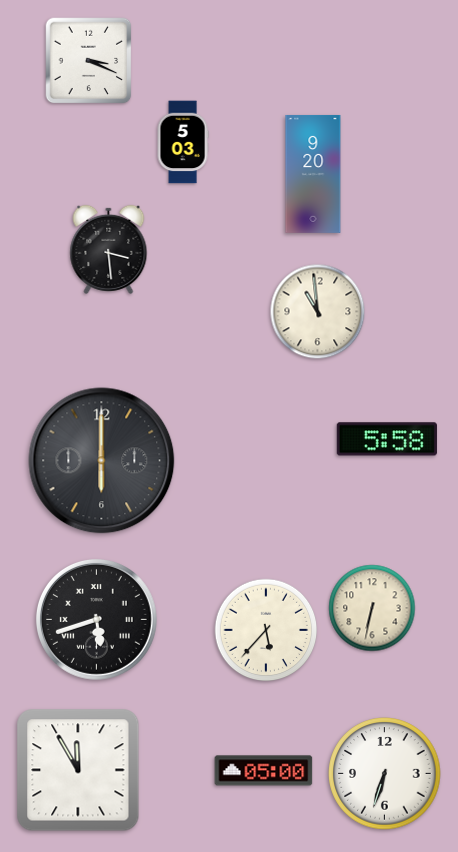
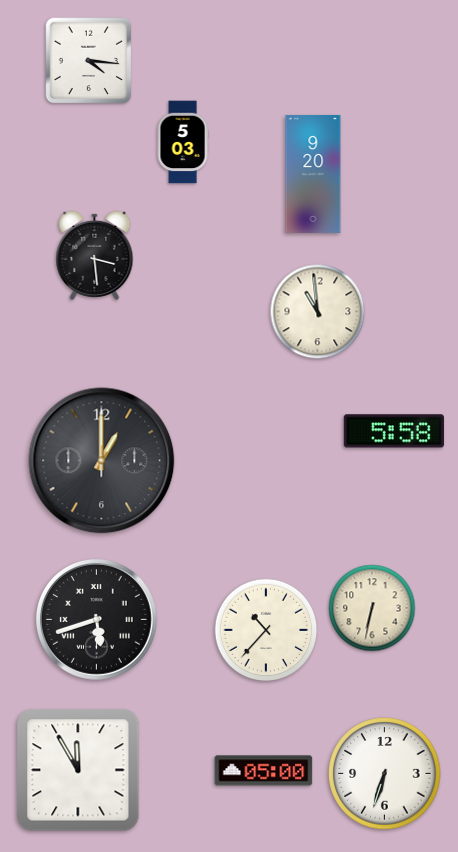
clock at (89, 61): 3:19 -> 4:16
clock at (109, 249) position: (109, 249) -> (95, 255)
clock at (387, 439) position: (387, 439) -> (394, 431)
clock at (102, 461): 6:00 -> 1:00
clock at (266, 630): 5:37 -> 10:37
